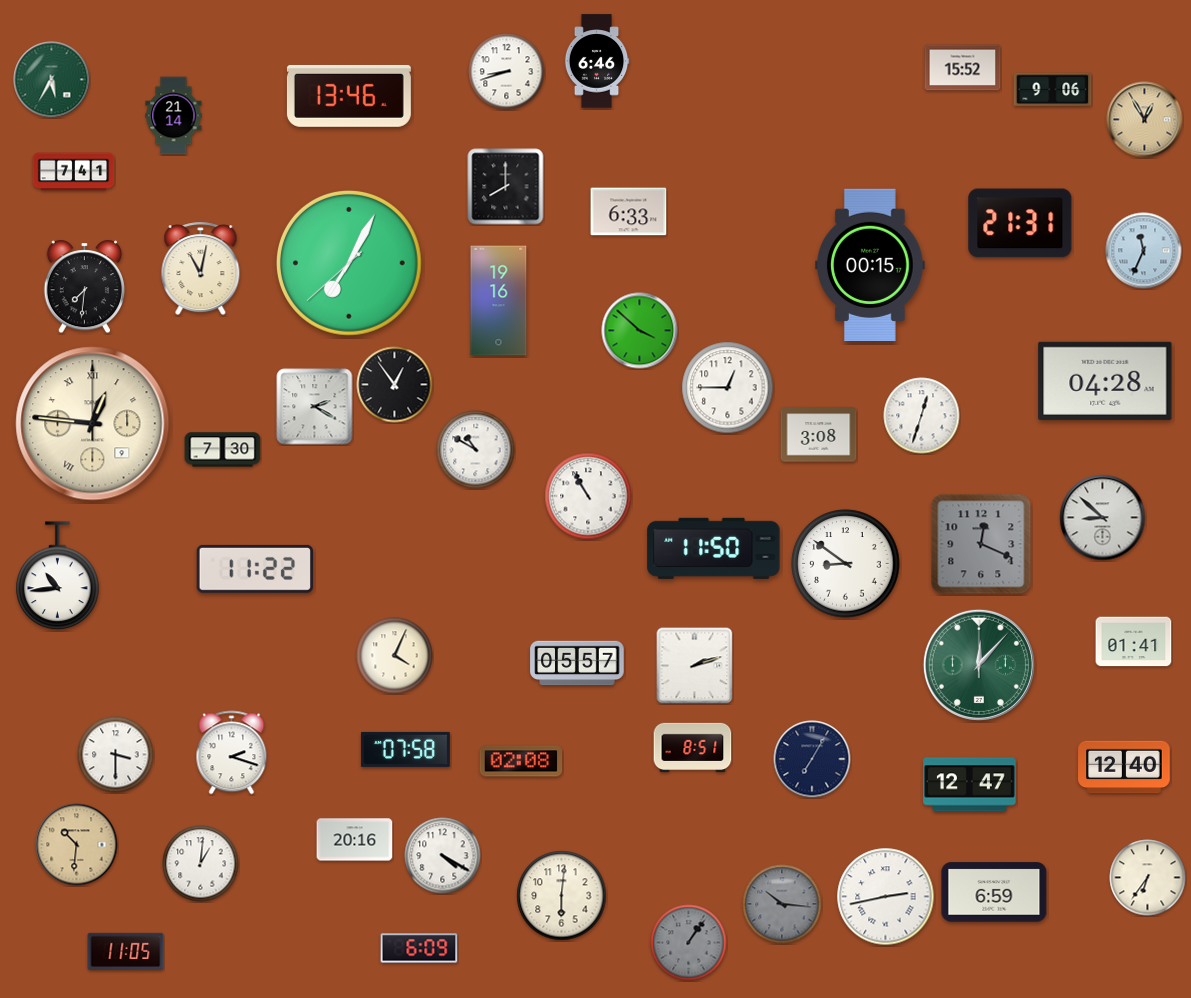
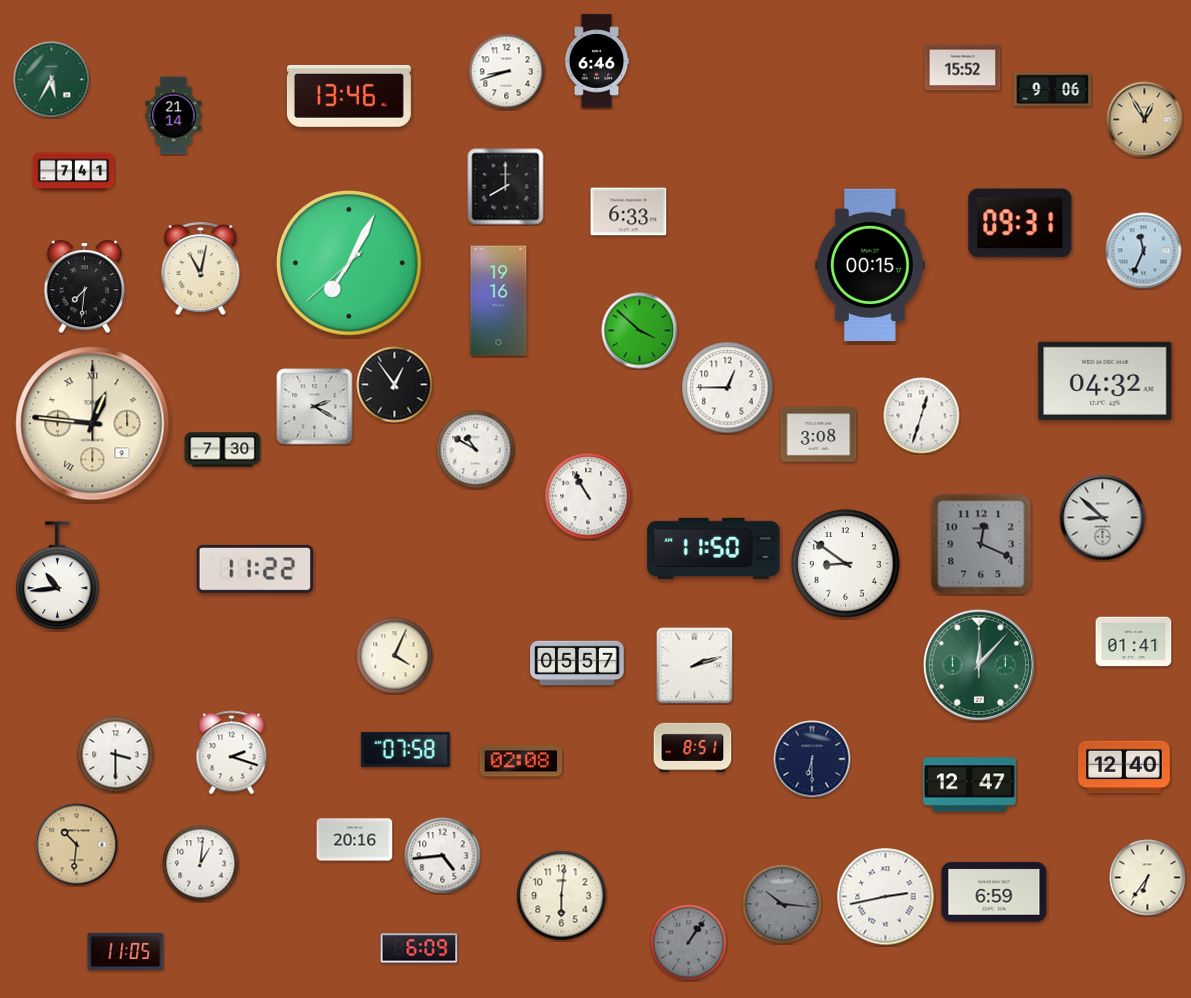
clock at (1020, 223): 21:31 -> 09:31
clock at (1105, 381): 04:28 -> 04:32
clock at (812, 759): 7:05 -> 6:30
clock at (443, 856): 4:20 -> 4:44
